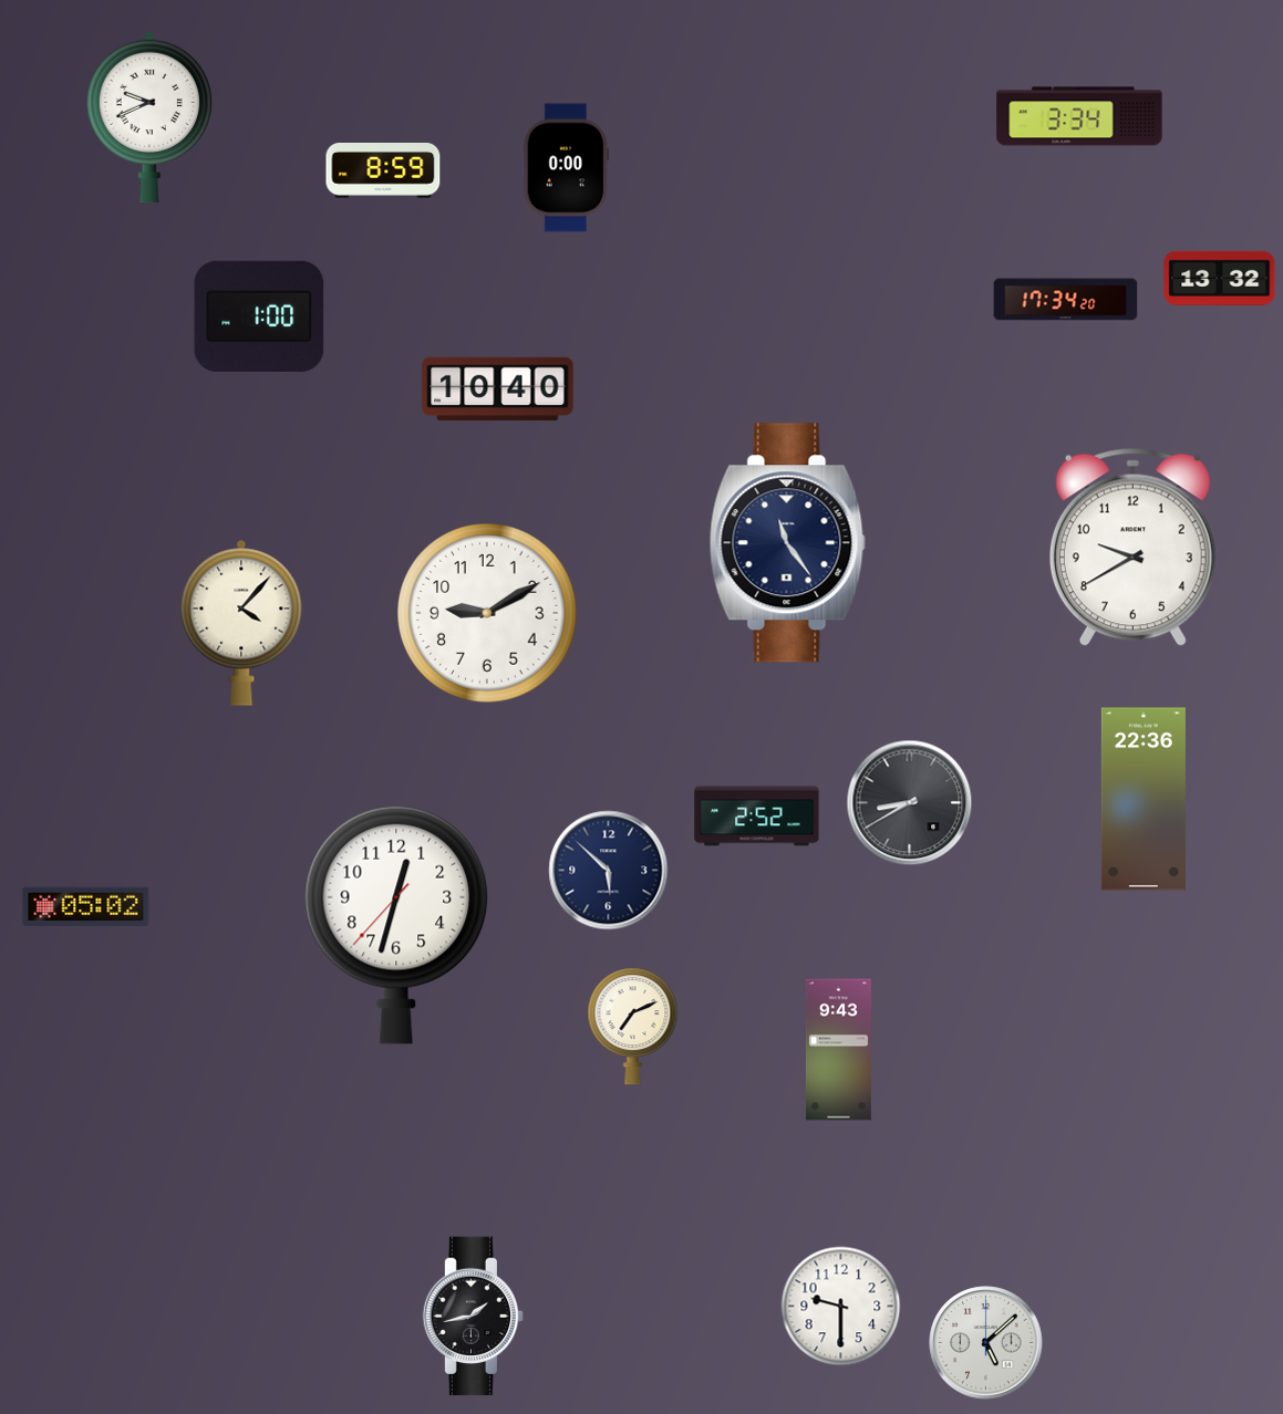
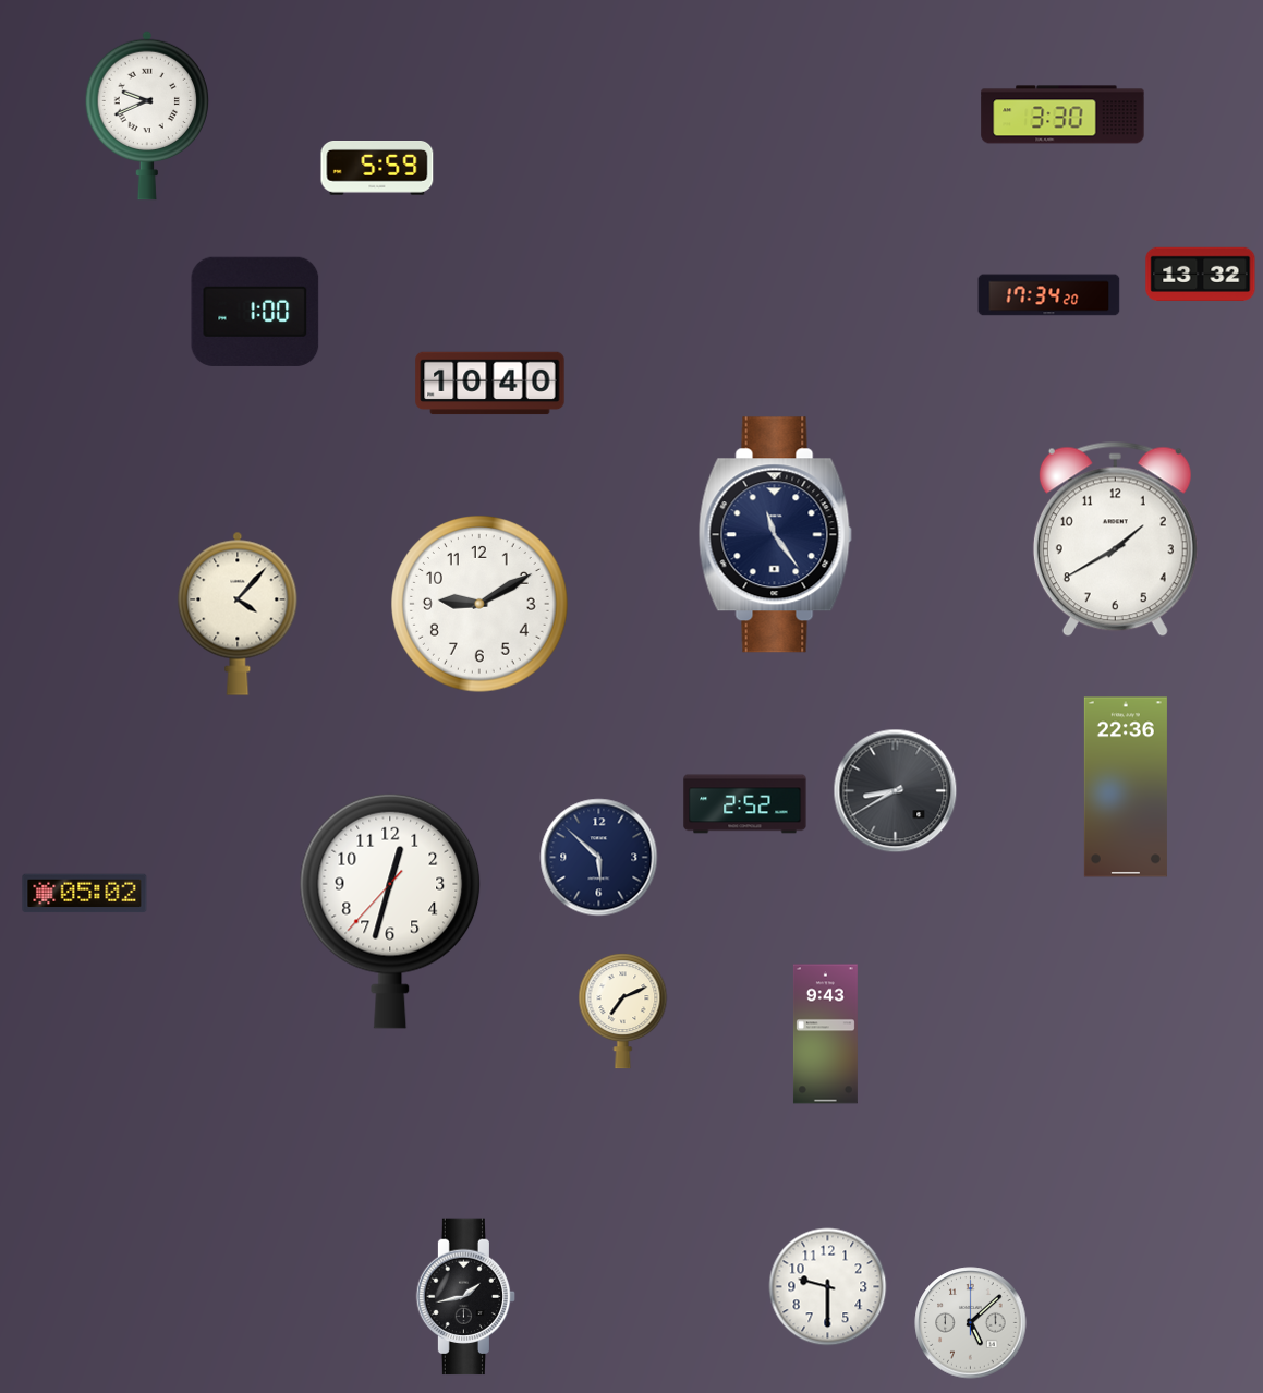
clock at (1079, 116): 3:34 -> 3:30
clock at (567, 168): 0:00 -> none
clock at (383, 171): 8:59 -> 5:59
clock at (1132, 548): 9:40 -> 1:40
